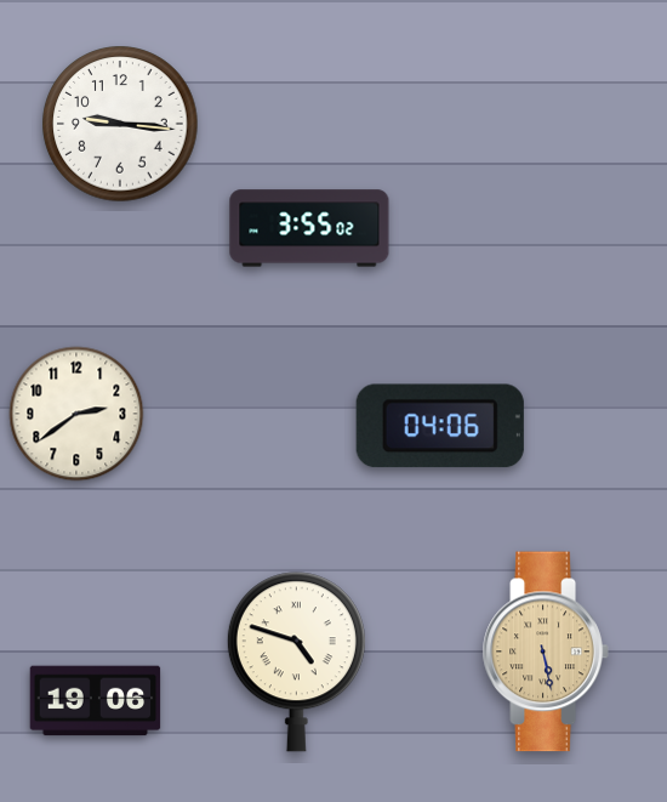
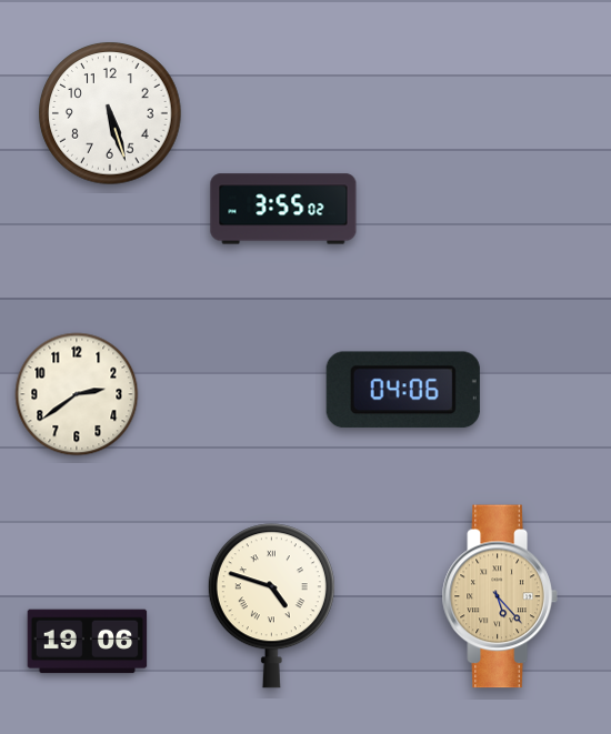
clock at (120, 124): 9:16 -> 5:27
clock at (76, 414) position: (76, 414) -> (77, 394)
clock at (546, 652): 5:28 -> 5:23
